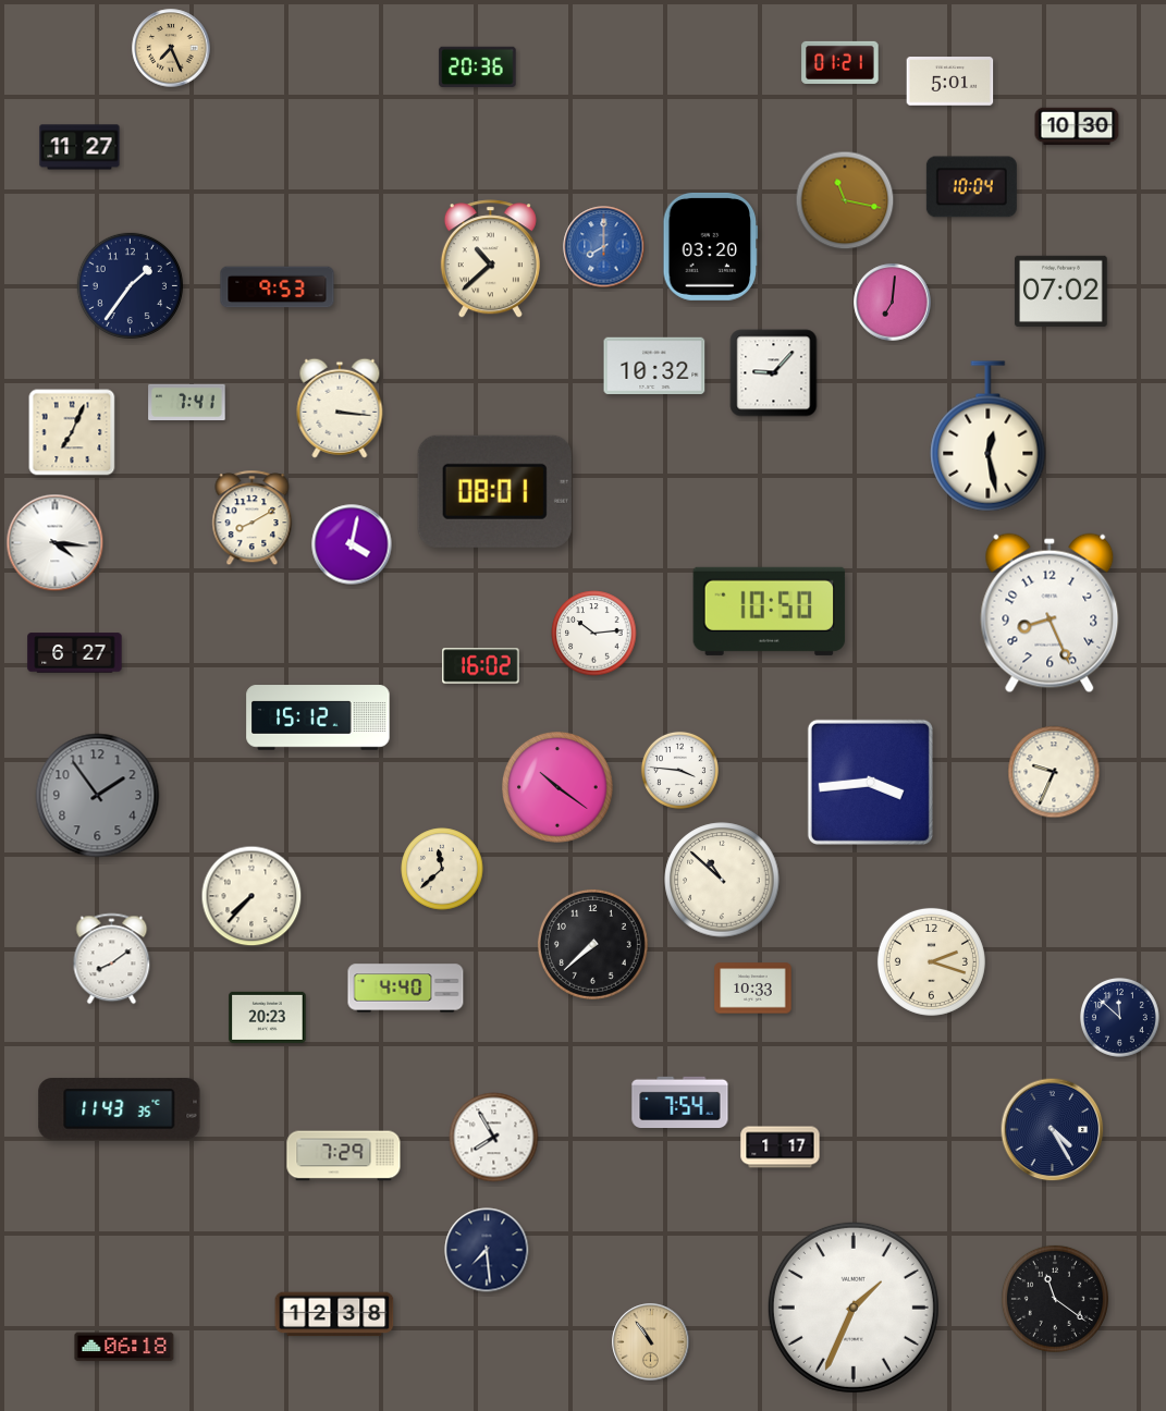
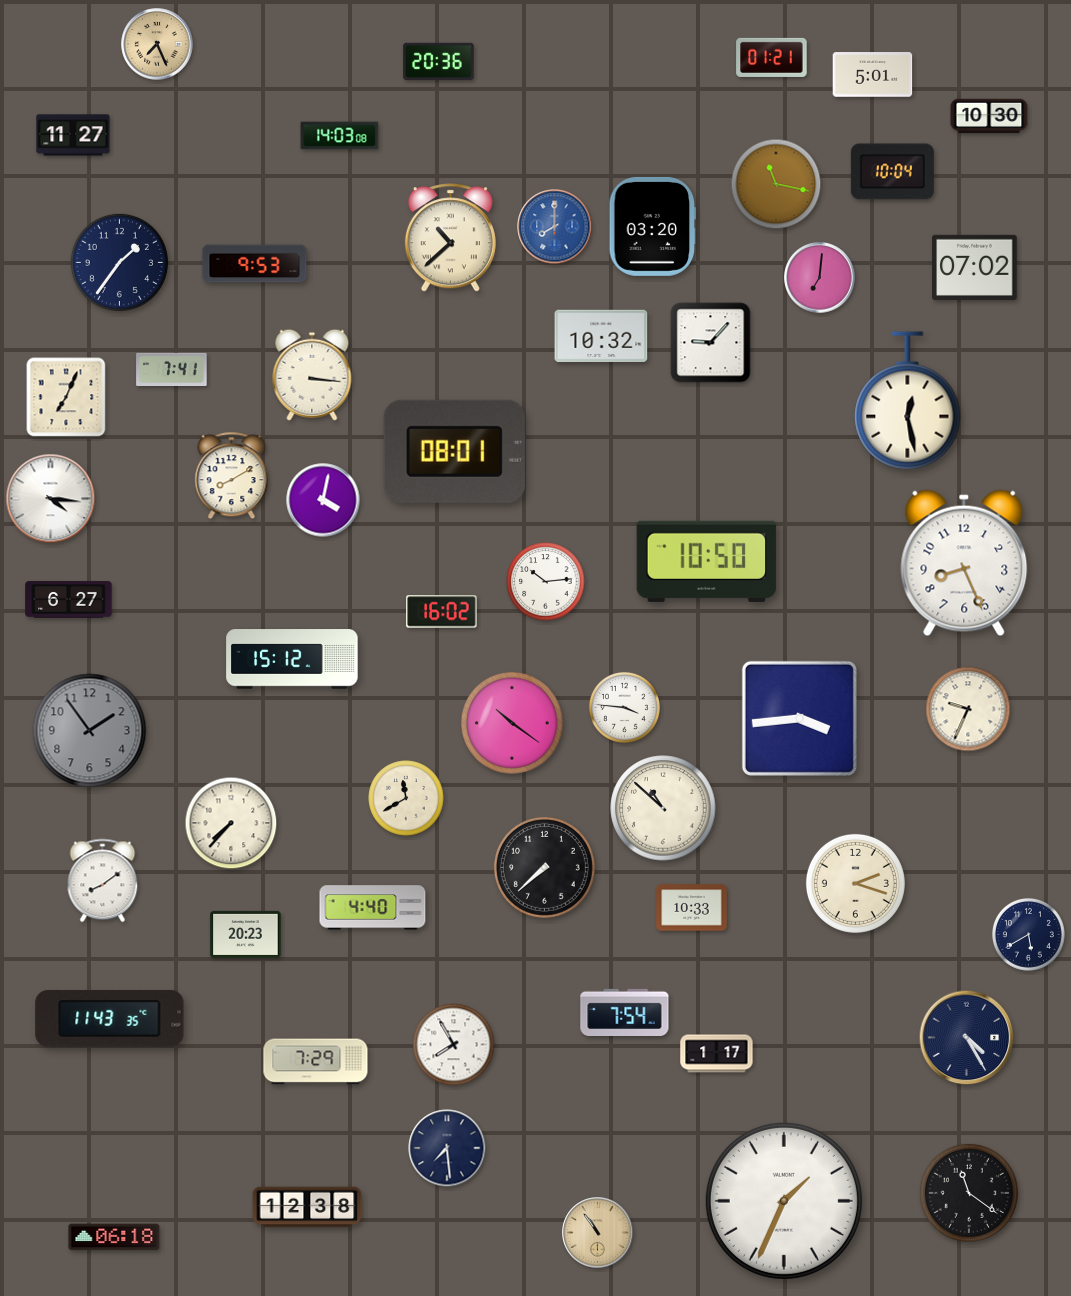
clock at (340, 136): none -> 14:03
clock at (442, 869): 11:38 -> 11:40
clock at (1119, 1017): 11:52 -> 5:40
